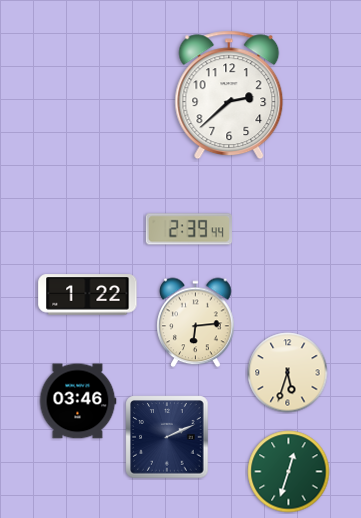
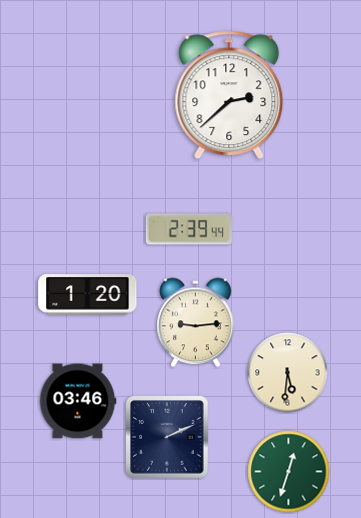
clock at (88, 295): 1:22 -> 1:20
clock at (196, 323): 6:14 -> 9:14
clock at (288, 373): 5:33 -> 5:31
